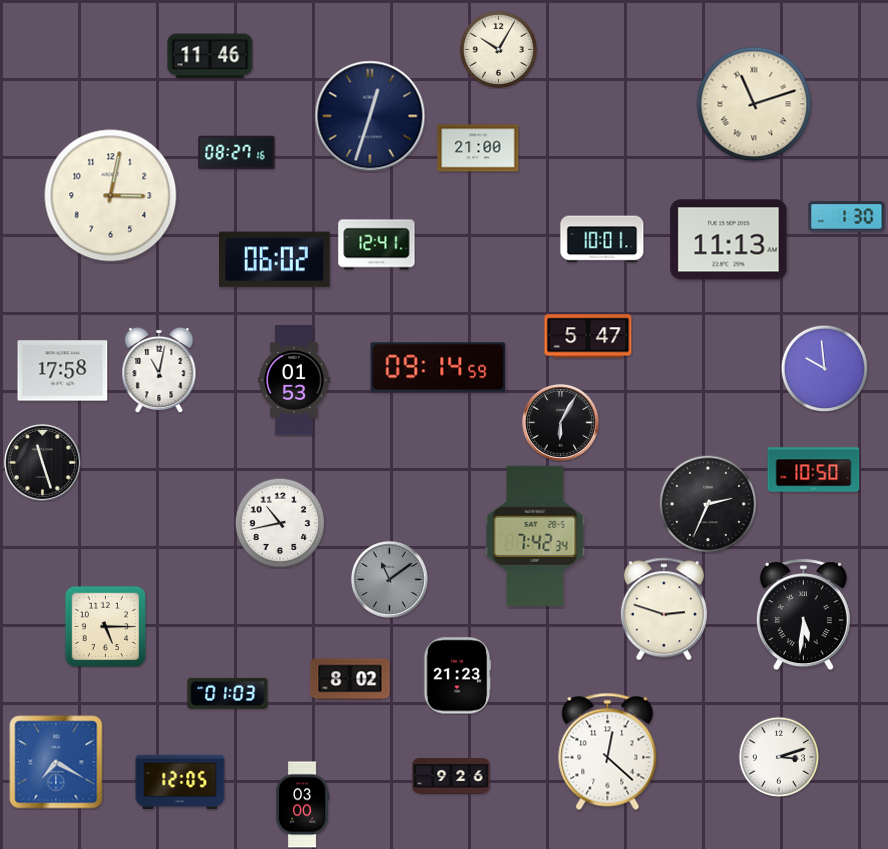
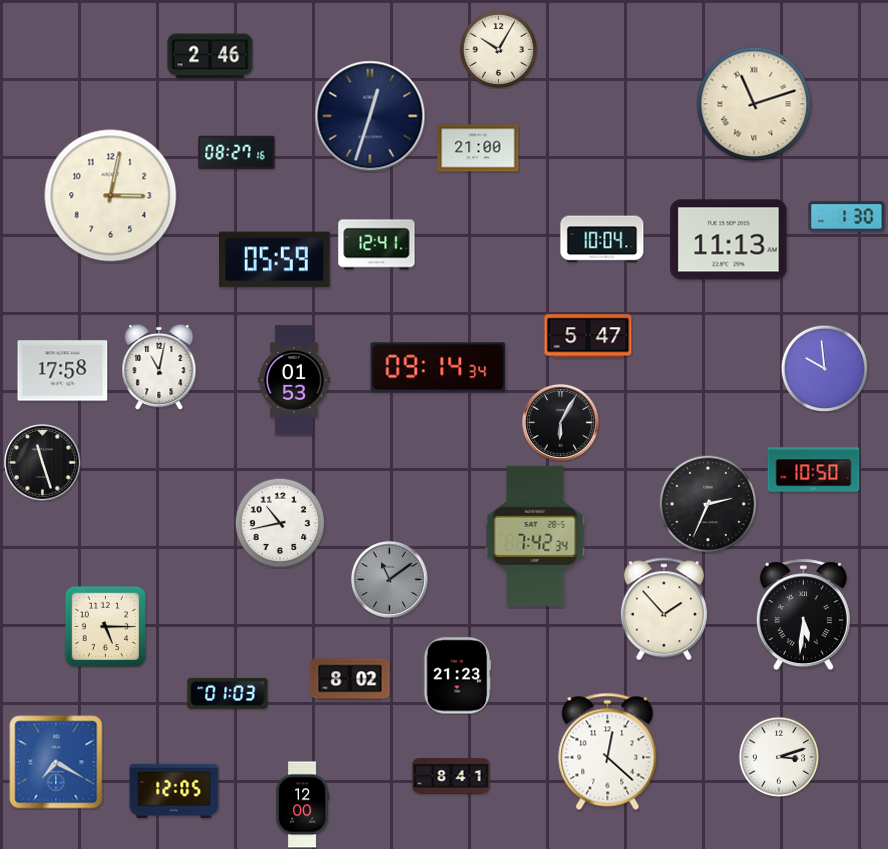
clock at (210, 56): 11:46 -> 2:46
clock at (602, 239): 10:01 -> 10:04
clock at (275, 260): 06:02 -> 05:59
clock at (438, 367): 09:14:59 -> 09:14:34
clock at (159, 370) position: (159, 370) -> (159, 367)
clock at (664, 609): 2:48 -> 1:53
clock at (451, 776): 9:26 -> 8:41
clock at (180, 782) position: (180, 782) -> (174, 791)
clock at (302, 805): 03:00 -> 12:00
